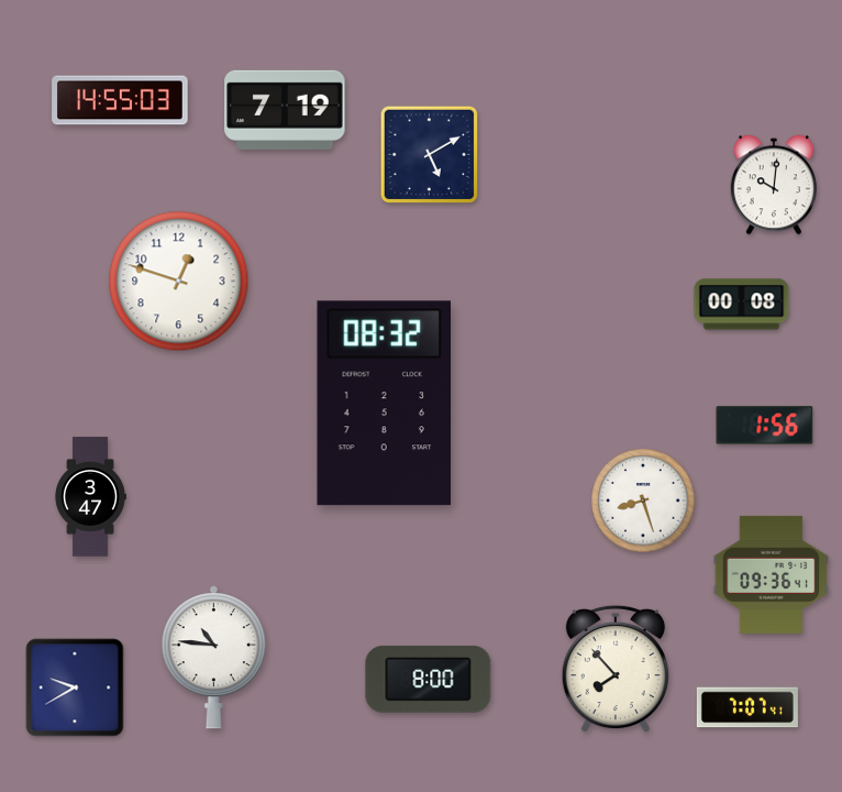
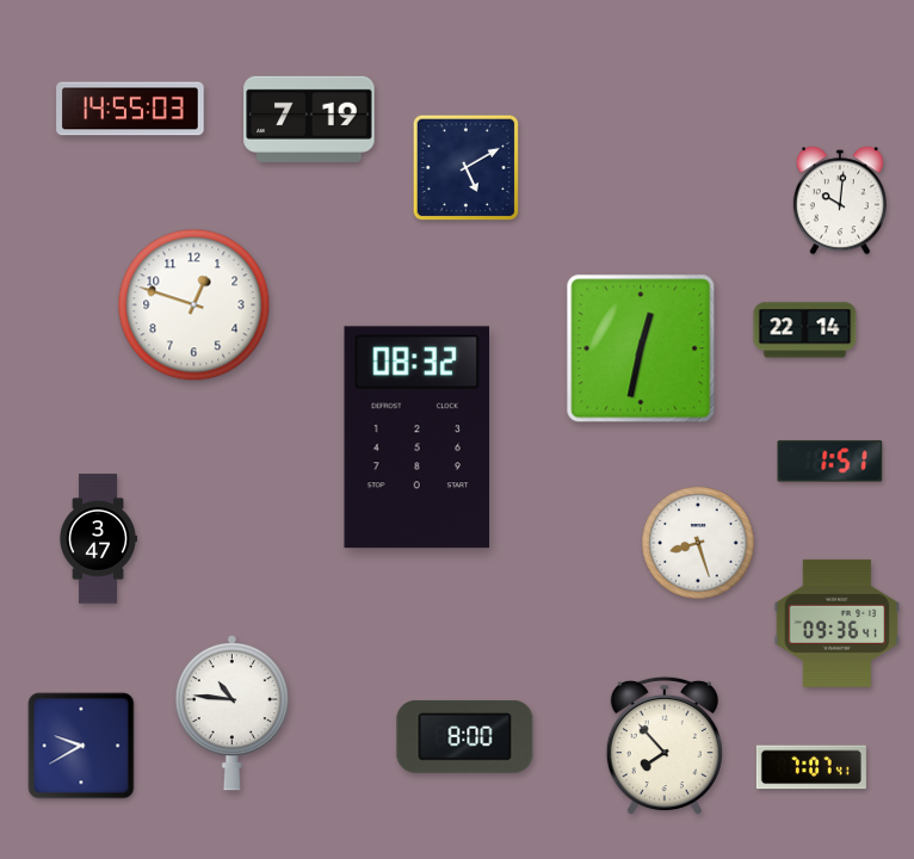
clock at (742, 305): 00:08 -> 22:14
clock at (641, 348): none -> 12:32
clock at (765, 426): 1:56 -> 1:51
clock at (616, 669) position: (616, 669) -> (665, 746)
